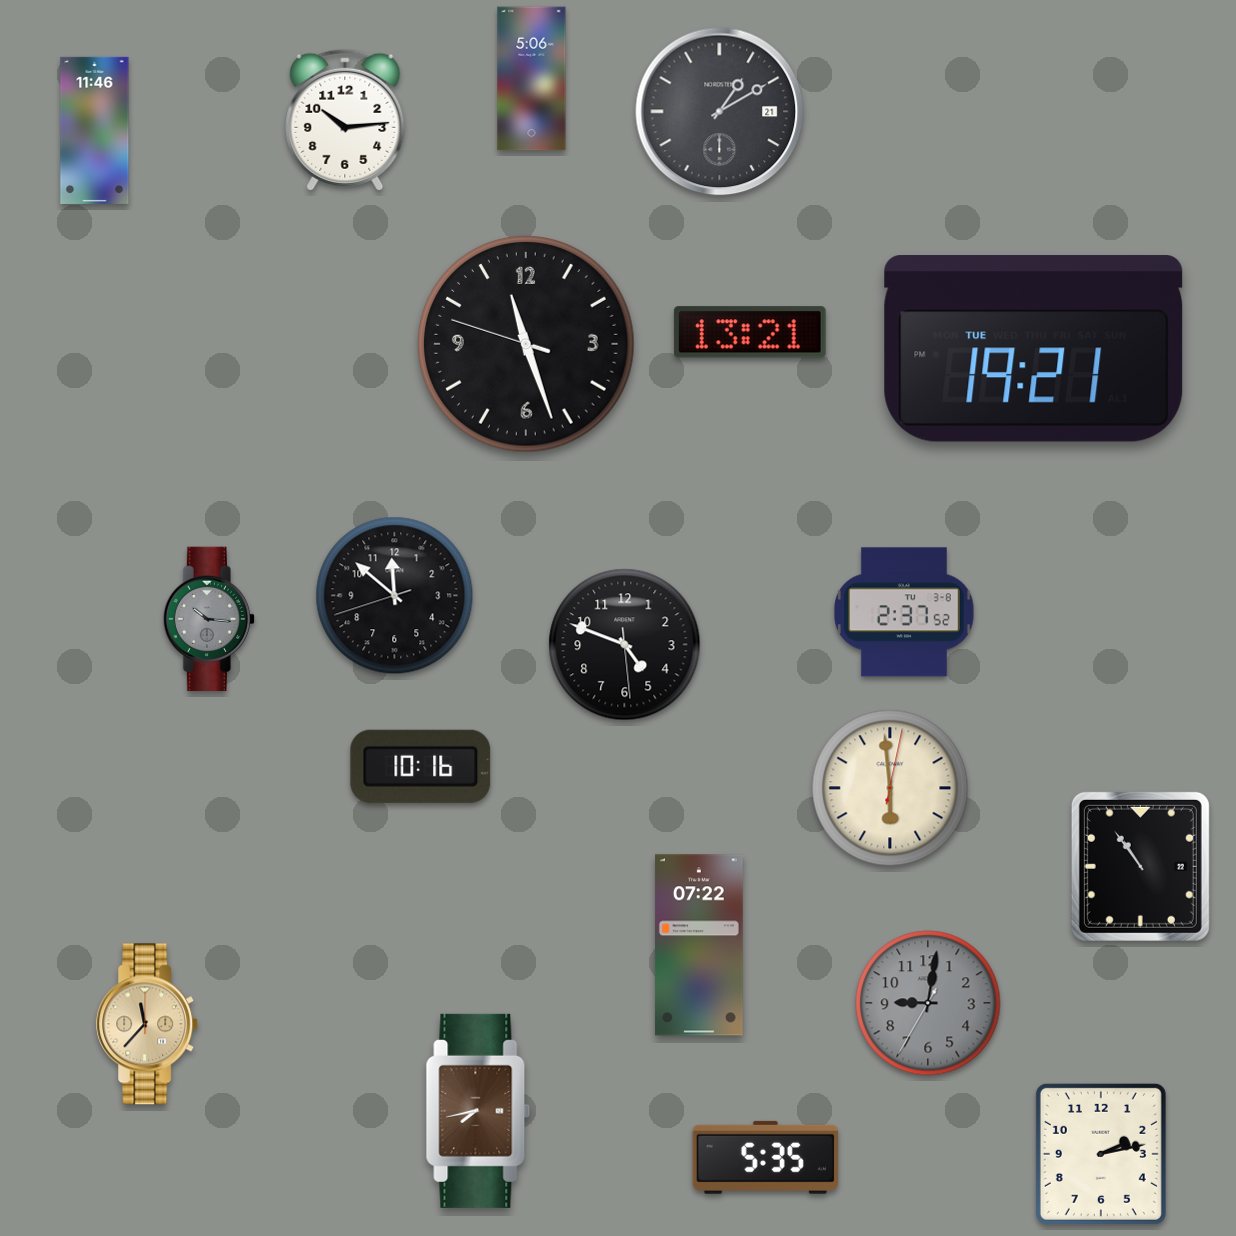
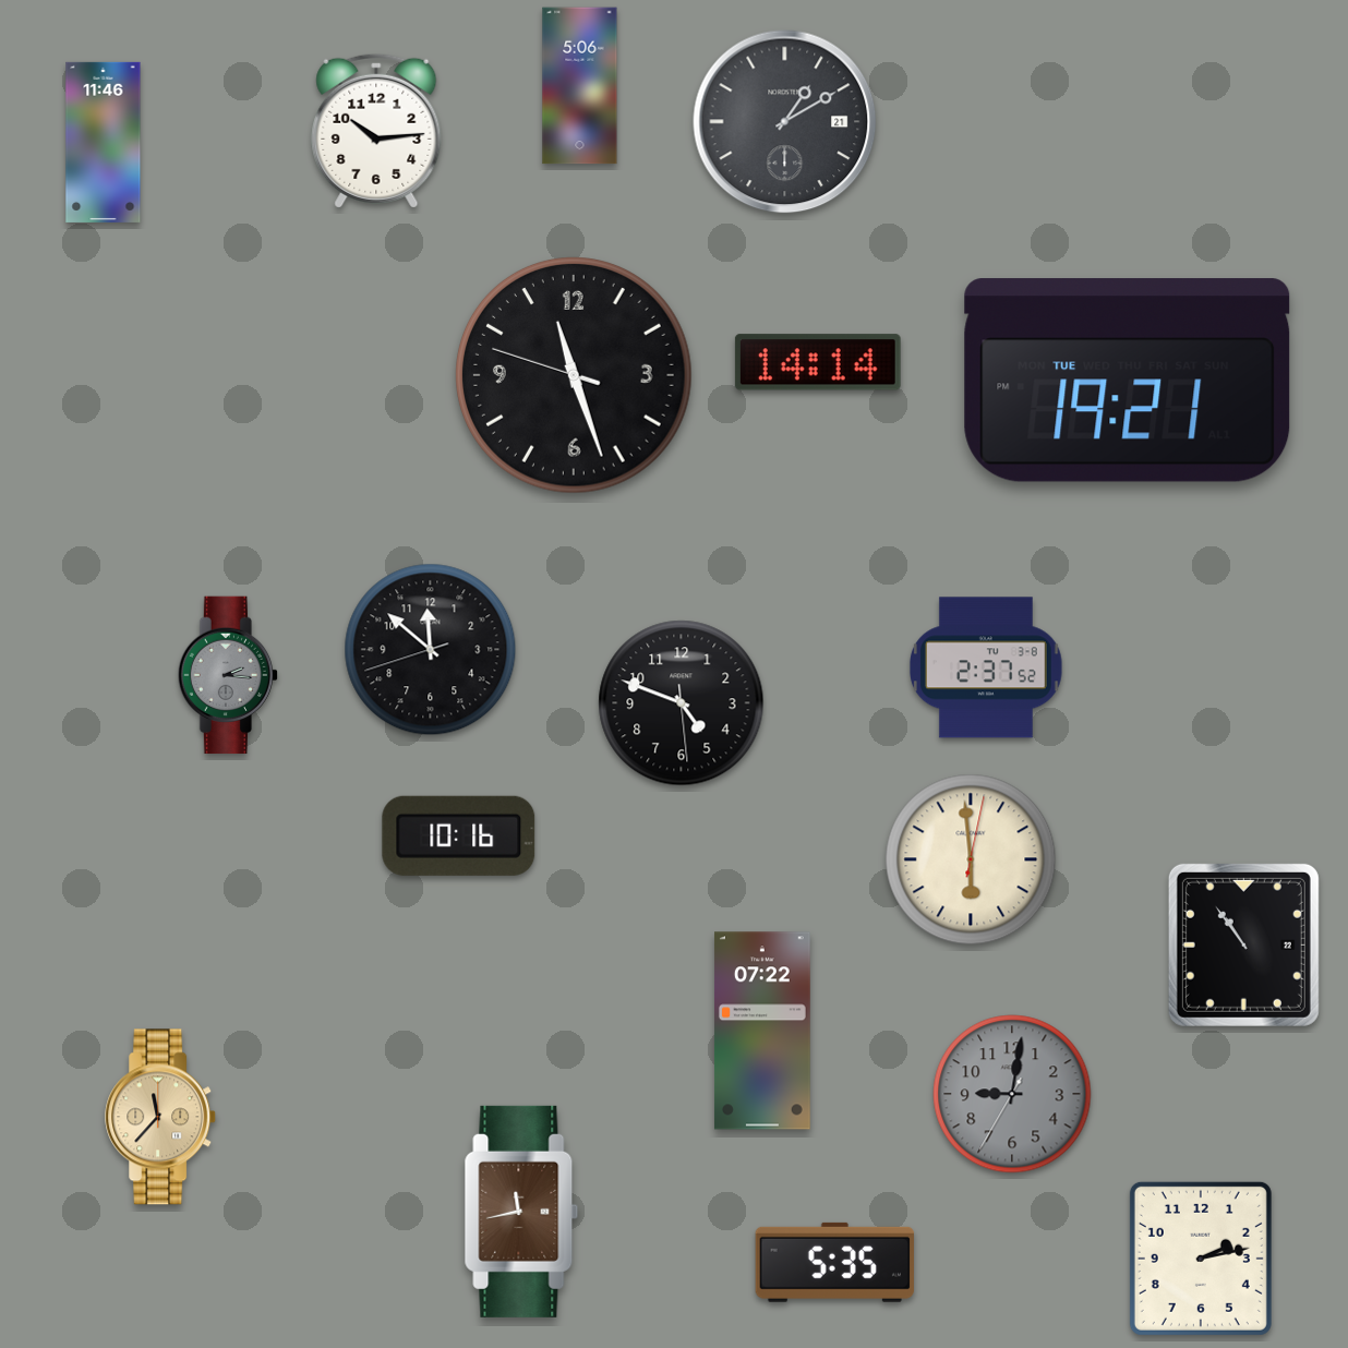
clock at (750, 332): 13:21 -> 14:14
clock at (208, 619): 10:16 -> 2:16
clock at (478, 1111): 7:43 -> 11:43
